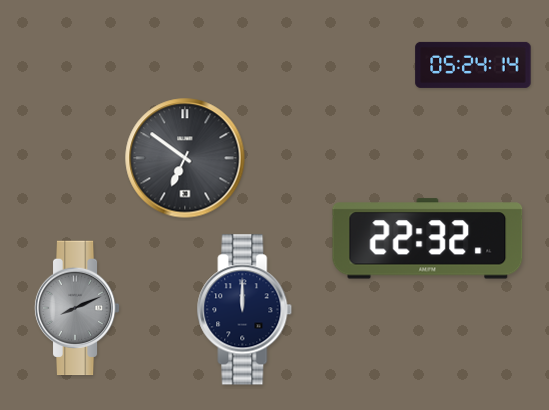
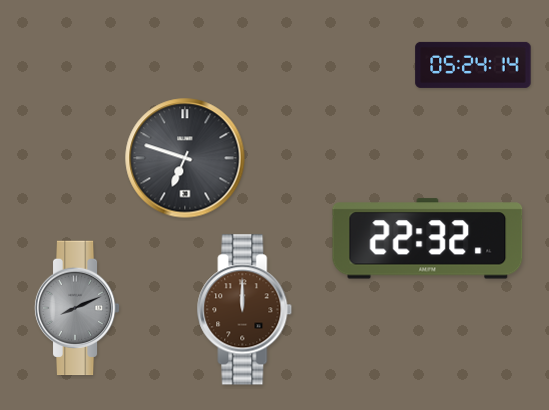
clock at (185, 158): 6:51 -> 6:48
clock at (245, 310) dial: navy -> brown
